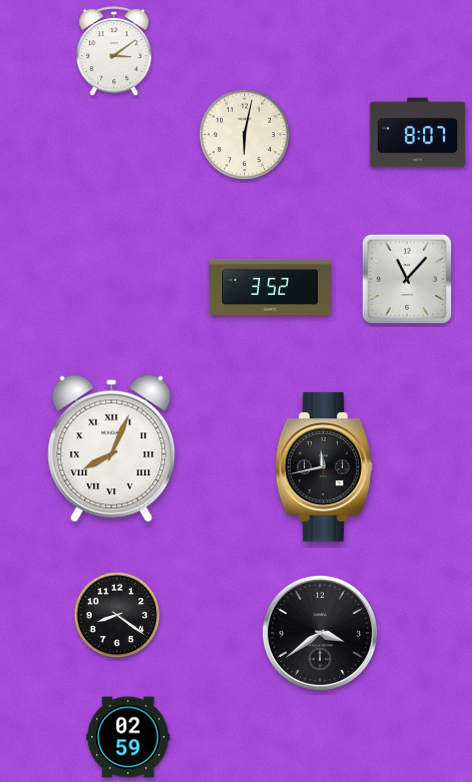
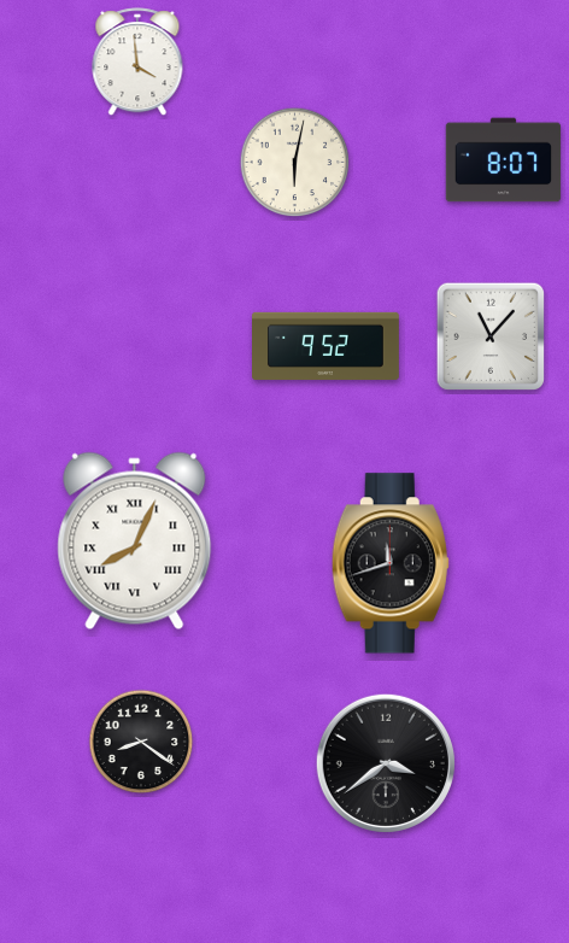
clock at (114, 52): 3:09 -> 3:59
clock at (271, 287): 3:52 -> 9:52
clock at (324, 467): 11:43 -> 11:42
clock at (128, 737): 02:59 -> none
